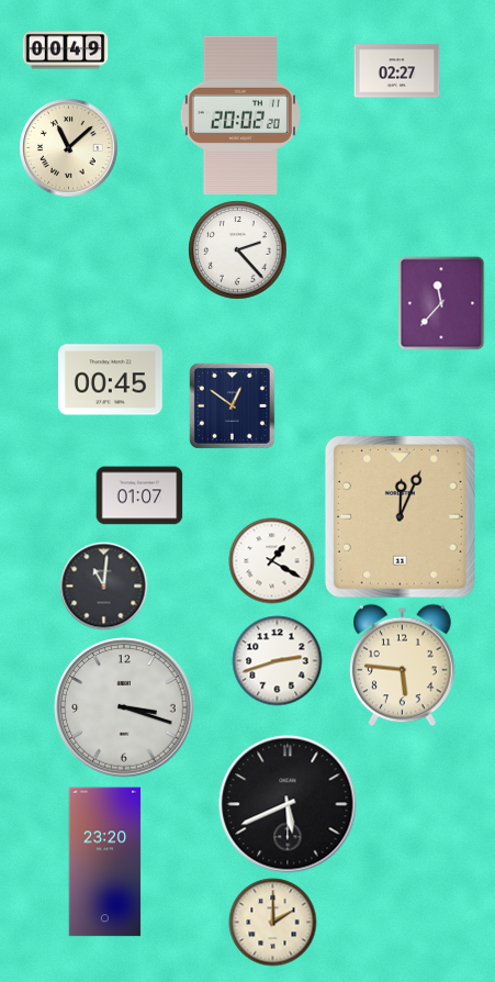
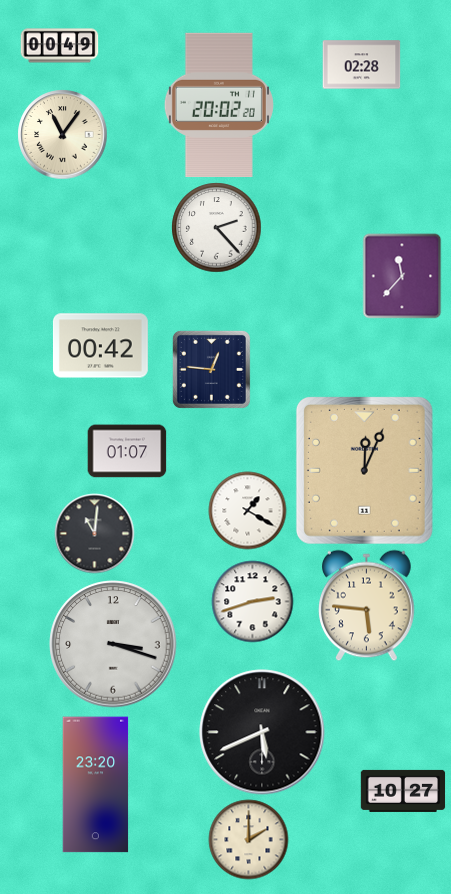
clock at (396, 71): 02:27 -> 02:28
clock at (68, 147): 11:08 -> 11:06
clock at (110, 380): 00:45 -> 00:42
clock at (232, 405): 12:51 -> 12:46
clock at (403, 791): none -> 10:27
